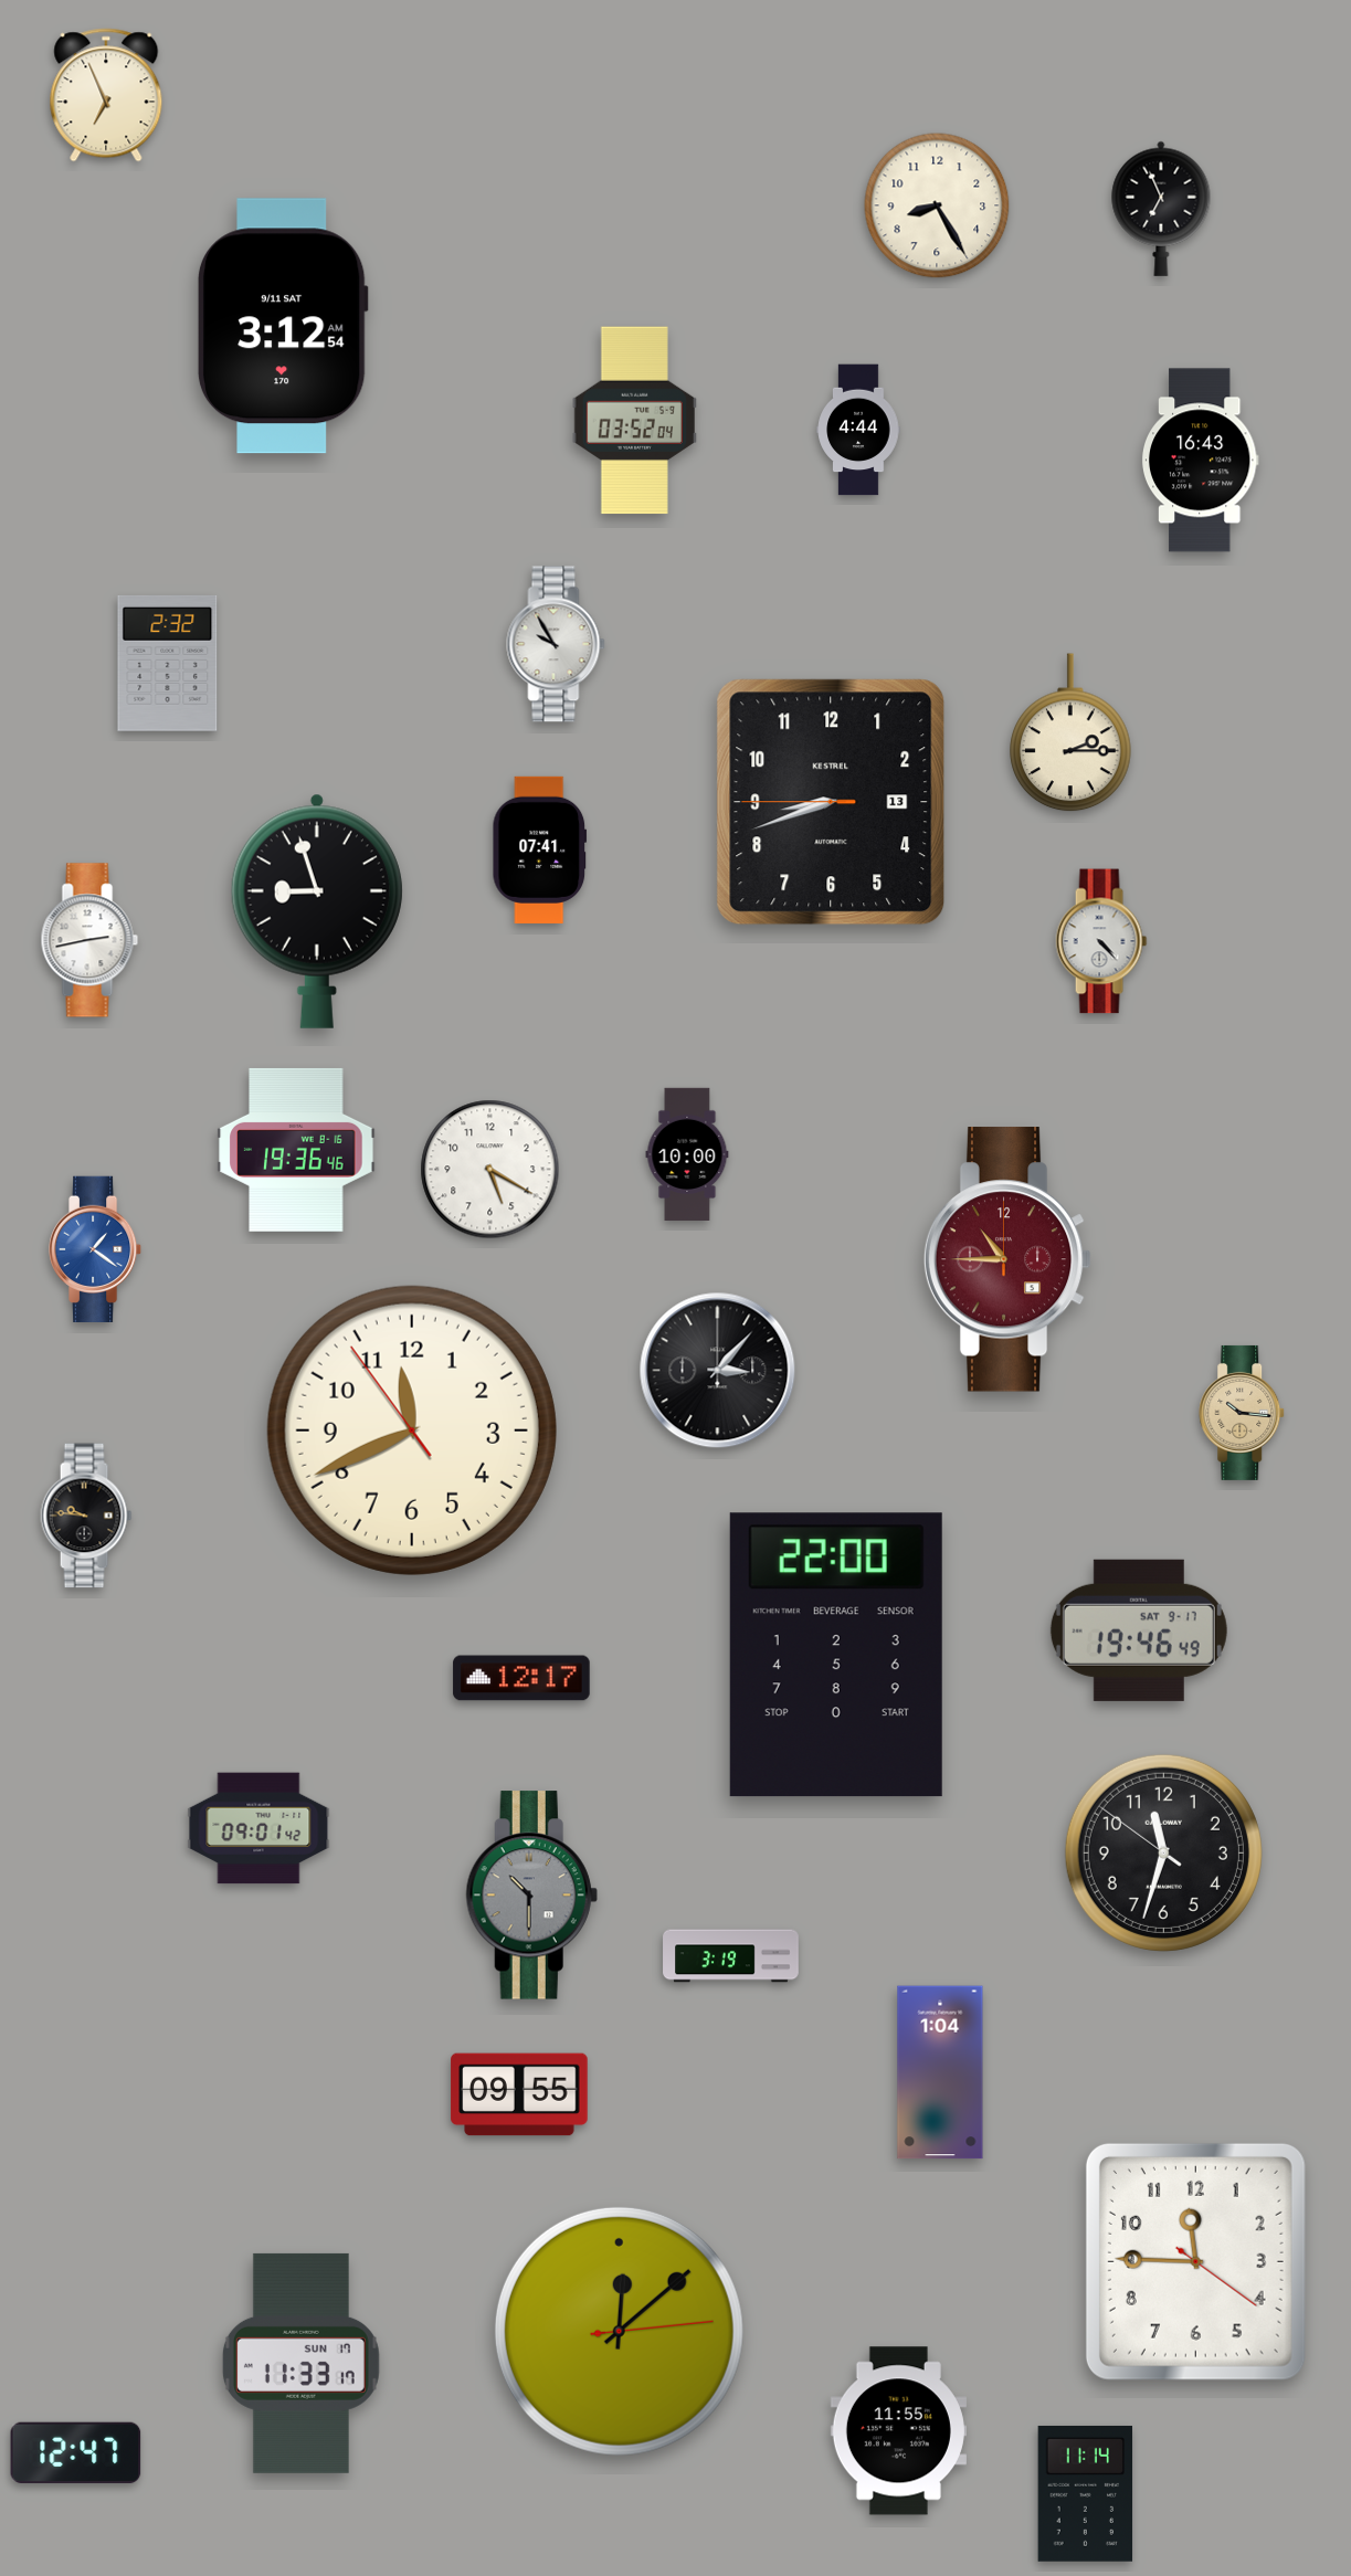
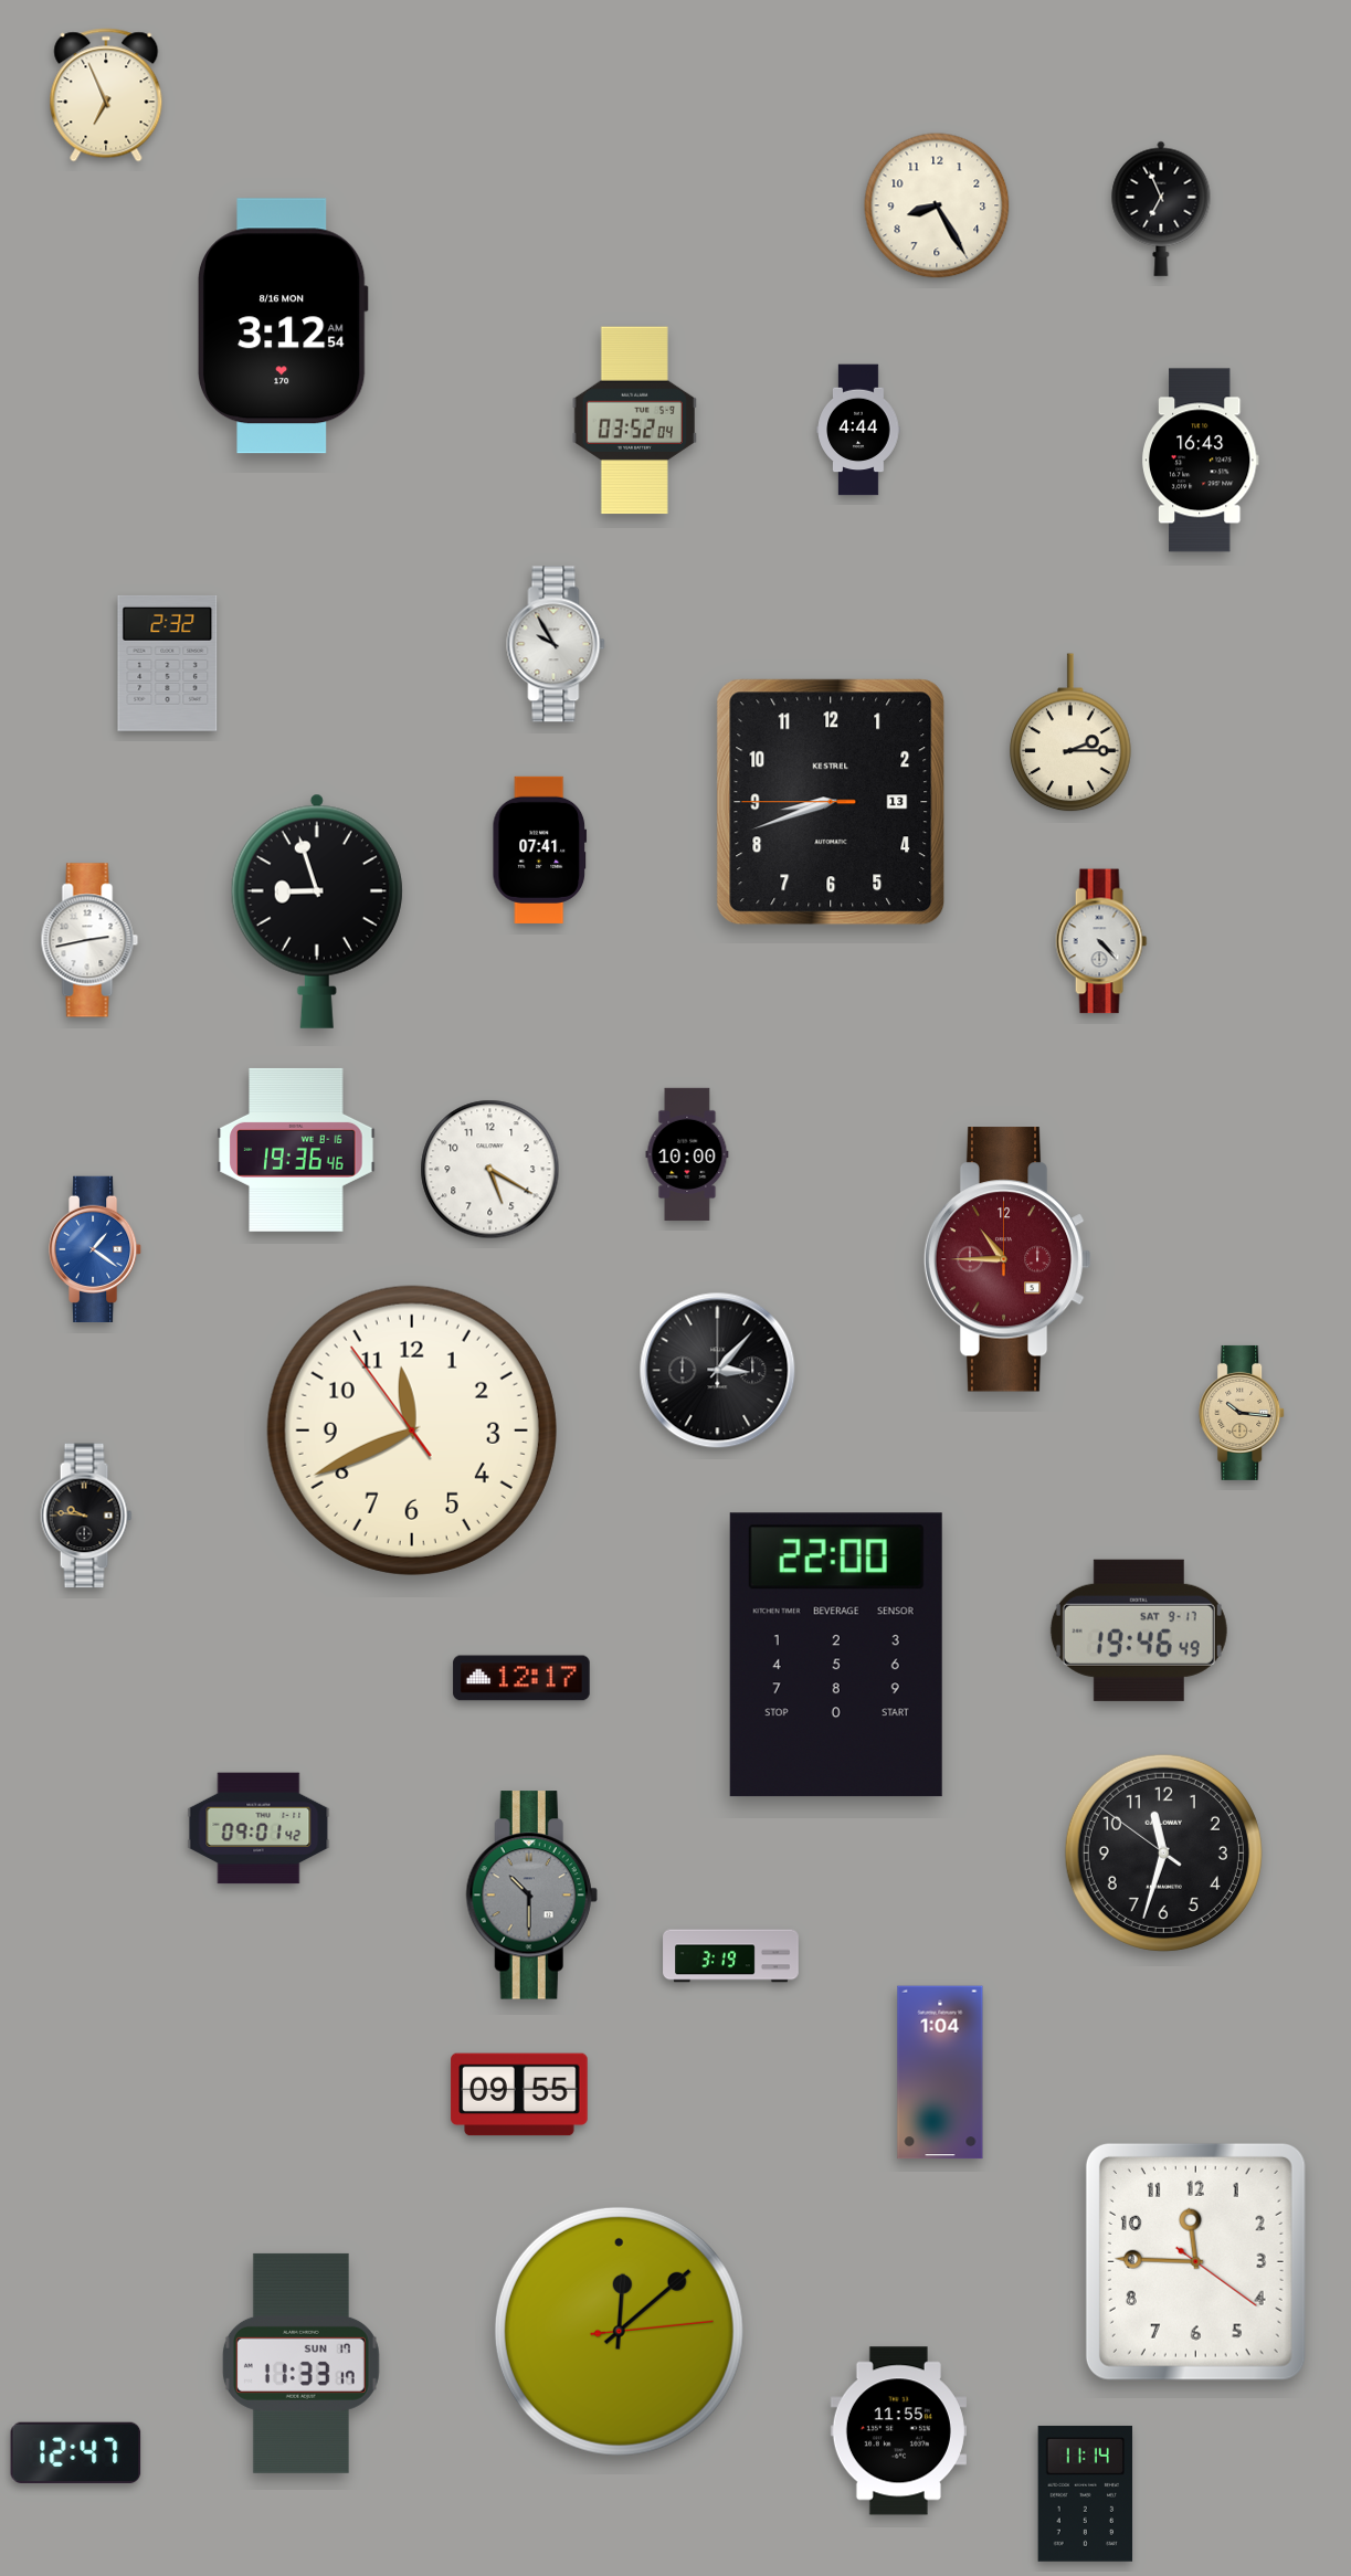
clock at (283, 326) date: 9/11 SAT -> 8/16 MON
